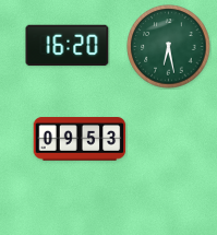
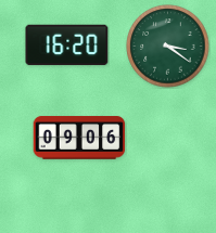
clock at (169, 47): 6:28 -> 3:21
clock at (80, 139): 09:53 -> 09:06
